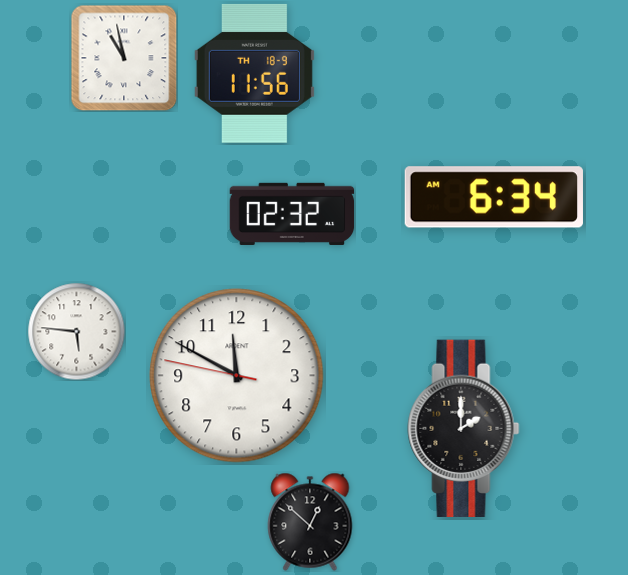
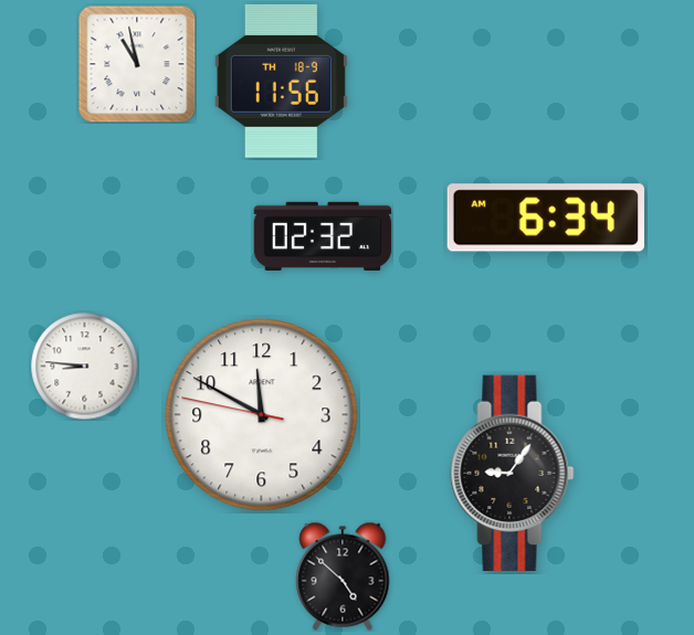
clock at (76, 331): 5:46 -> 8:46
clock at (464, 428): 2:00 -> 9:06
clock at (310, 522): 12:52 -> 4:52
